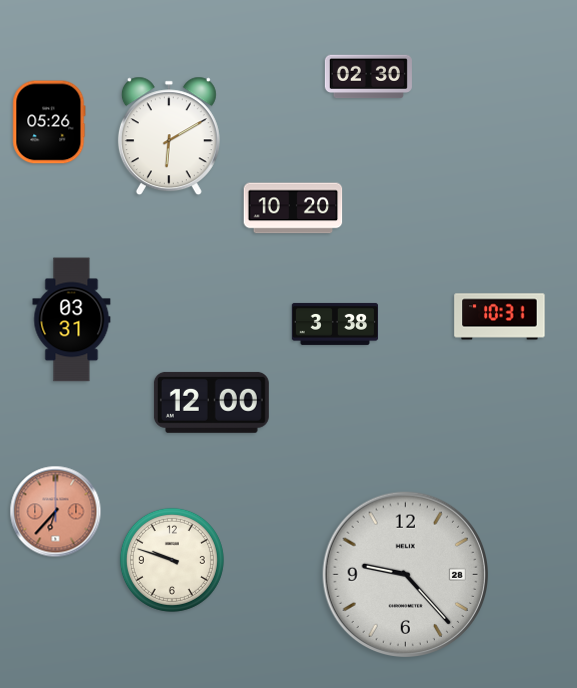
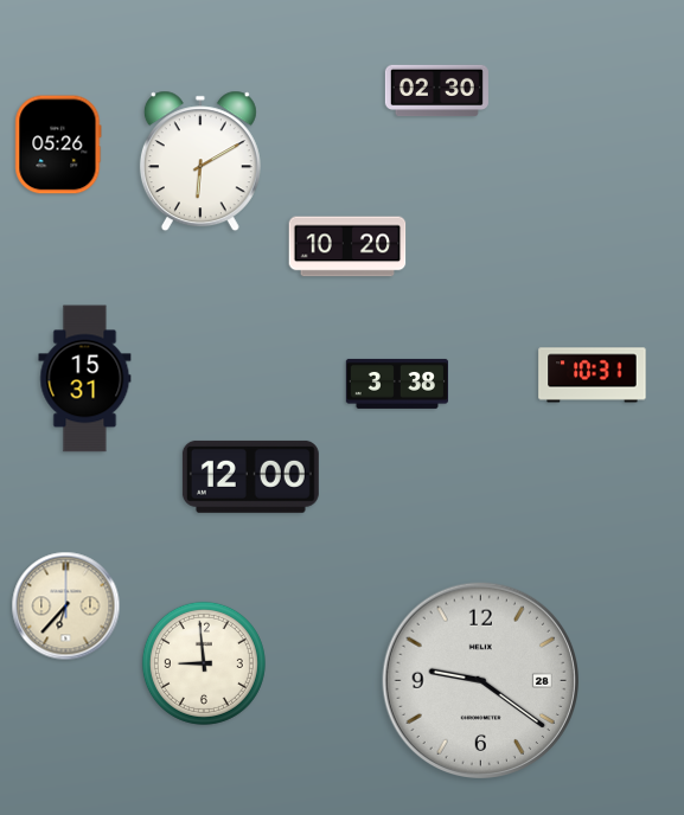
clock at (72, 320): 03:31 -> 15:31
clock at (56, 512) dial: salmon -> cream
clock at (172, 560): 9:48 -> 8:59
clock at (405, 574): 9:23 -> 9:21
